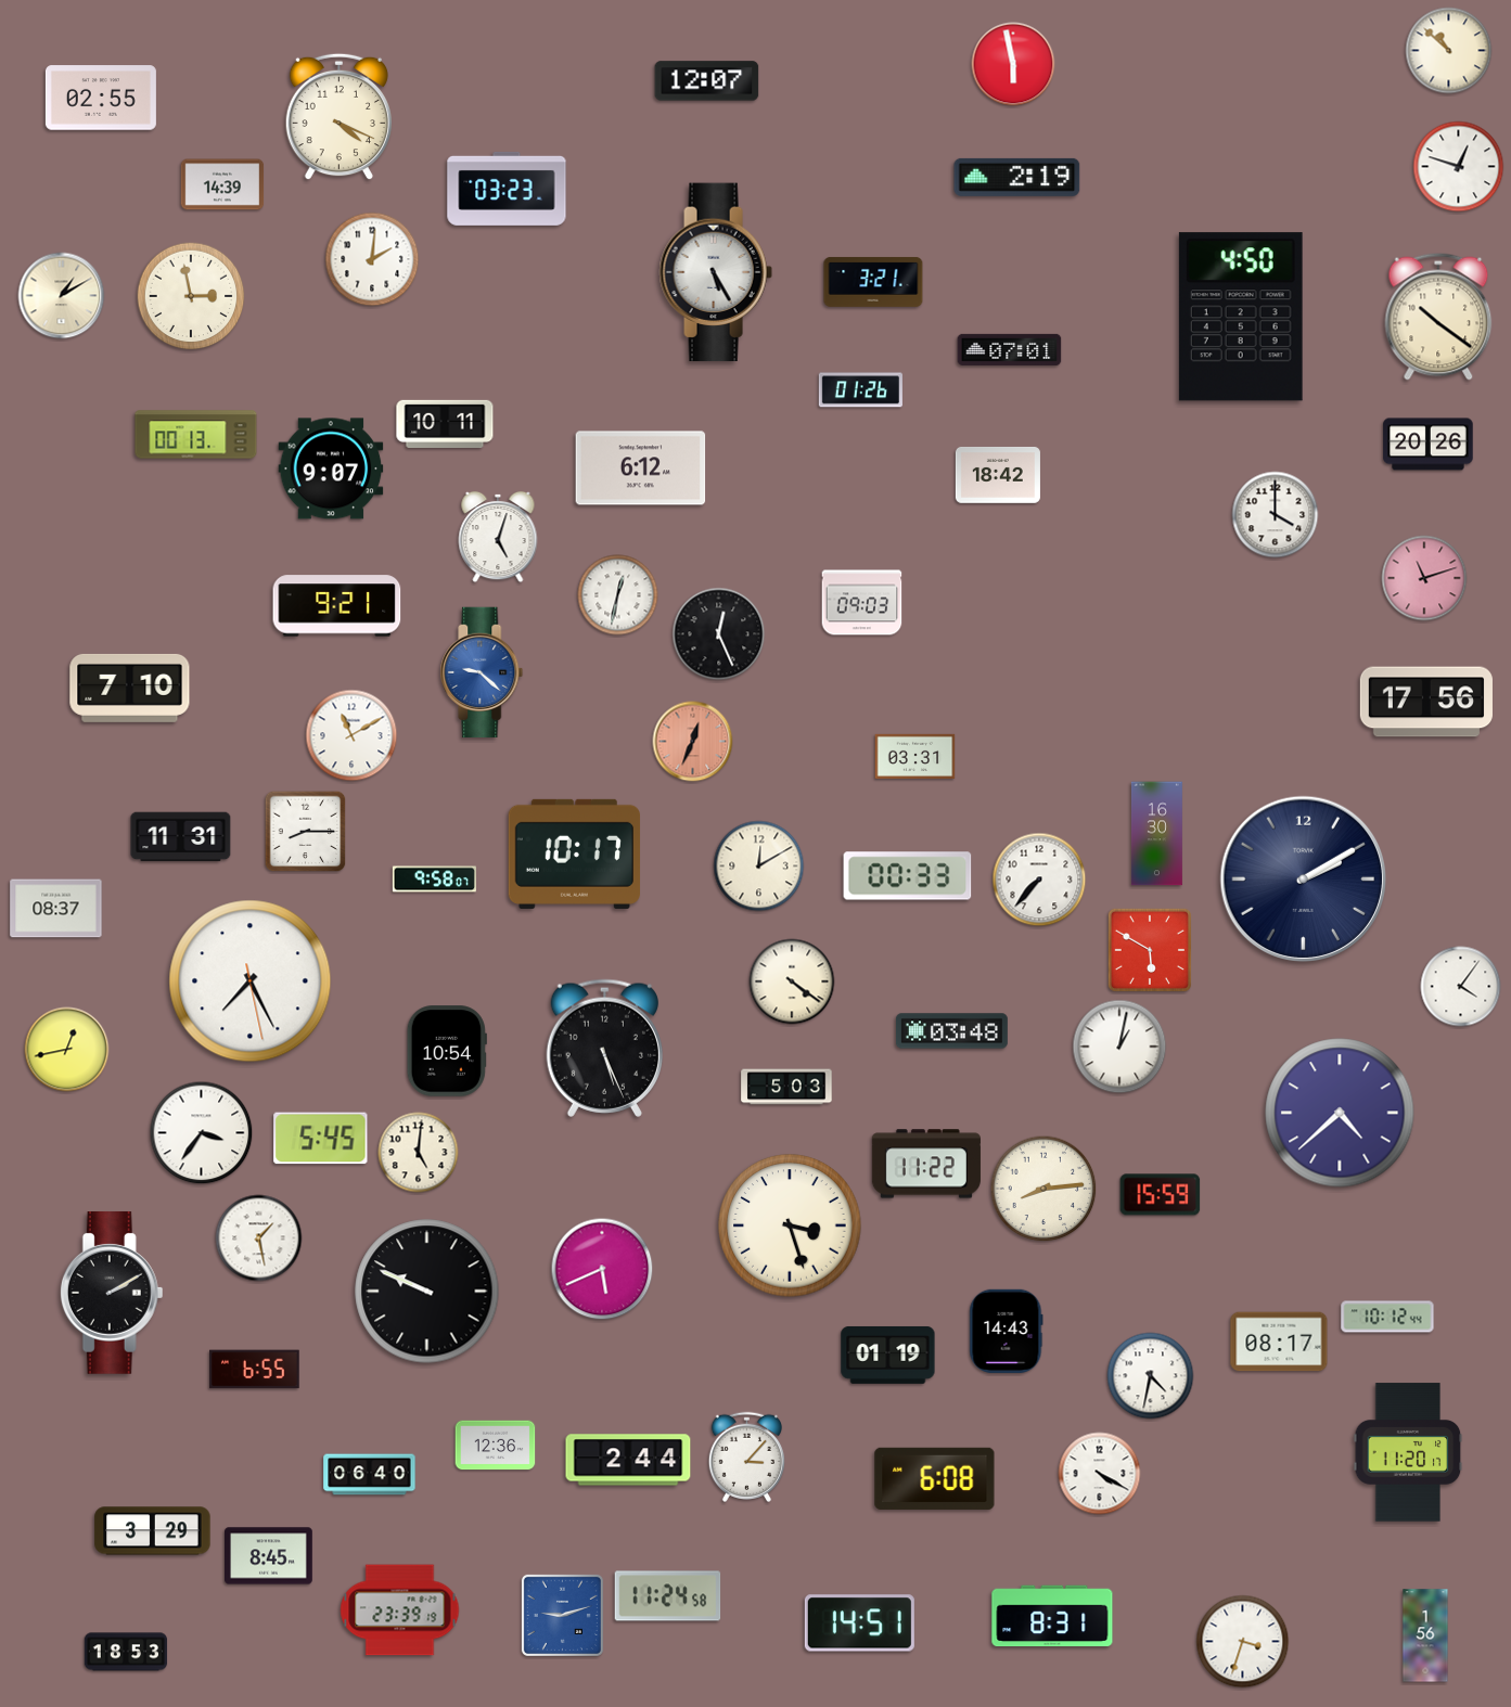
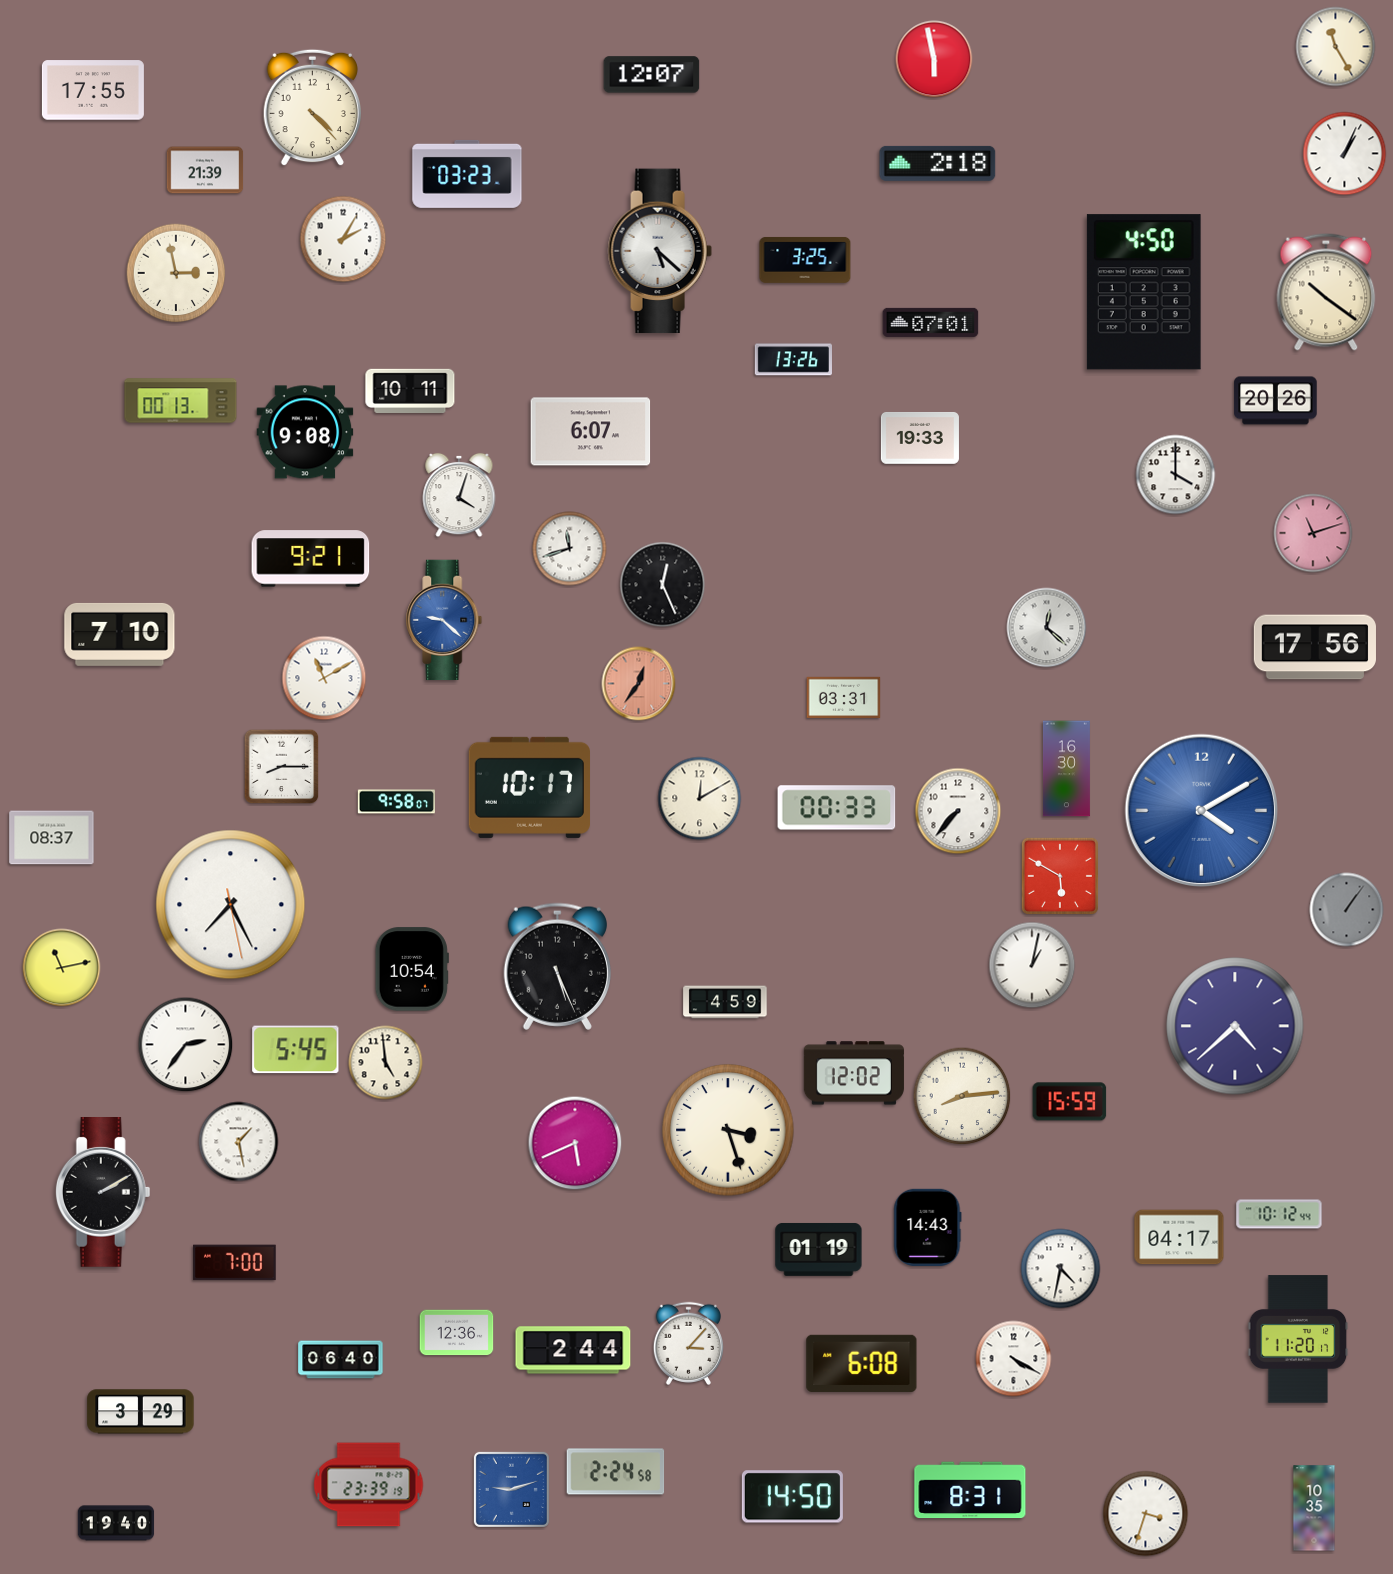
clock at (1449, 51): 10:52 -> 11:25
clock at (101, 98): 02:55 -> 17:55
clock at (338, 117): 4:19 -> 4:23
clock at (1459, 167): 12:48 -> 1:04
clock at (1017, 177): 2:19 -> 2:18
clock at (222, 184): 14:39 -> 21:39
clock at (372, 259): 2:01 -> 2:05
clock at (716, 272): 5:25 -> 5:22
clock at (873, 282): 3:21 -> 3:25
clock at (62, 296): 1:10 -> none
clock at (860, 390): 01:26 -> 13:26
clock at (1429, 445) position: (1429, 445) -> (1276, 401)
clock at (331, 469): 9:07 -> 9:08
clock at (641, 469): 6:12 -> 6:07
clock at (998, 475): 18:42 -> 19:33
clock at (498, 537): 5:03 -> 4:03
clock at (618, 595): 12:32 -> 11:42
clock at (862, 603): 09:03 -> none
clock at (1047, 628): none -> 12:22
clock at (693, 742): 12:34 -> 12:36
clock at (181, 837): 11:31 -> none
clock at (434, 880) position: (434, 880) -> (396, 802)
clock at (1304, 880): 2:10 -> 4:10
clock at (1304, 880) dial: navy -> blue
clock at (792, 981): 4:21 -> none
clock at (1461, 987): 4:06 -> 1:06
clock at (1461, 987) dial: white -> grey
clock at (951, 1031): 03:48 -> none
clock at (67, 1050): 12:43 -> 11:13
clock at (786, 1087): 5:03 -> 4:59
clock at (202, 1133): 3:36 -> 2:36
clock at (419, 1153): 5:01 -> 4:59
clock at (926, 1164): 11:22 -> 12:02
clock at (602, 1269) position: (602, 1269) -> (575, 1143)
clock at (427, 1292): 9:49 -> none
clock at (1279, 1342): 08:17 -> 04:17
clock at (255, 1370): 6:55 -> 7:00
clock at (628, 1460) position: (628, 1460) -> (573, 1350)
clock at (269, 1556): 8:45 -> none
clock at (668, 1596): 11:24 -> 2:24
clock at (562, 1615) position: (562, 1615) -> (511, 1489)
clock at (859, 1623): 14:51 -> 14:50
clock at (1425, 1635): 1:56 -> 10:35
clock at (126, 1652): 18:53 -> 19:40
